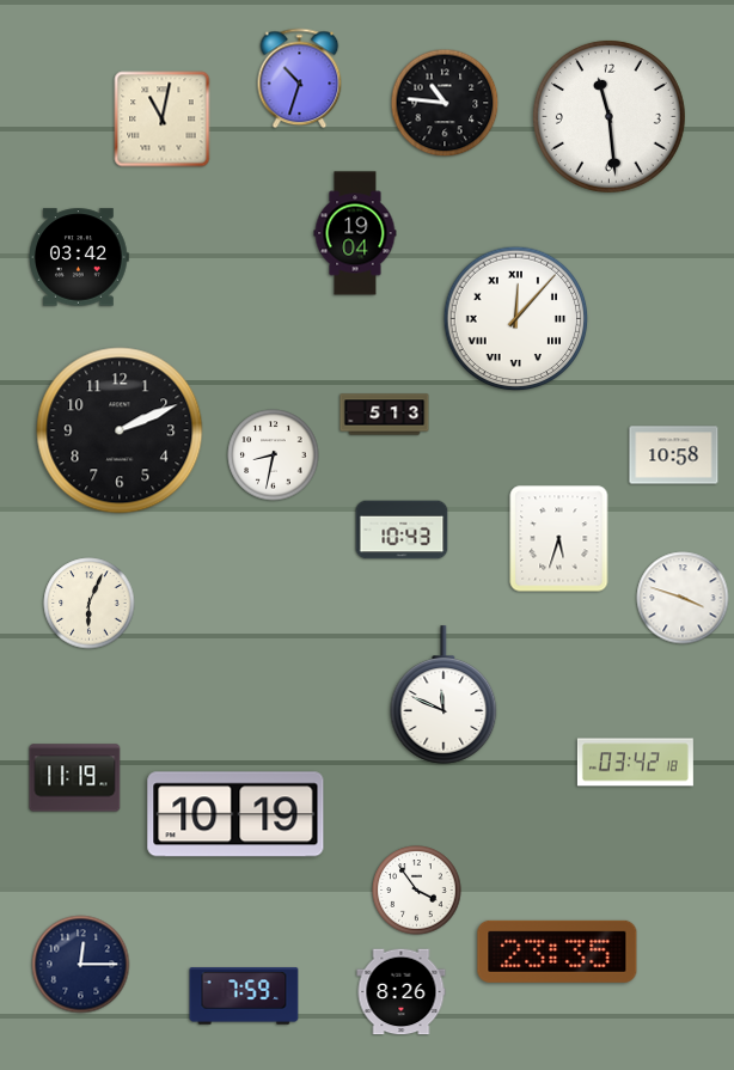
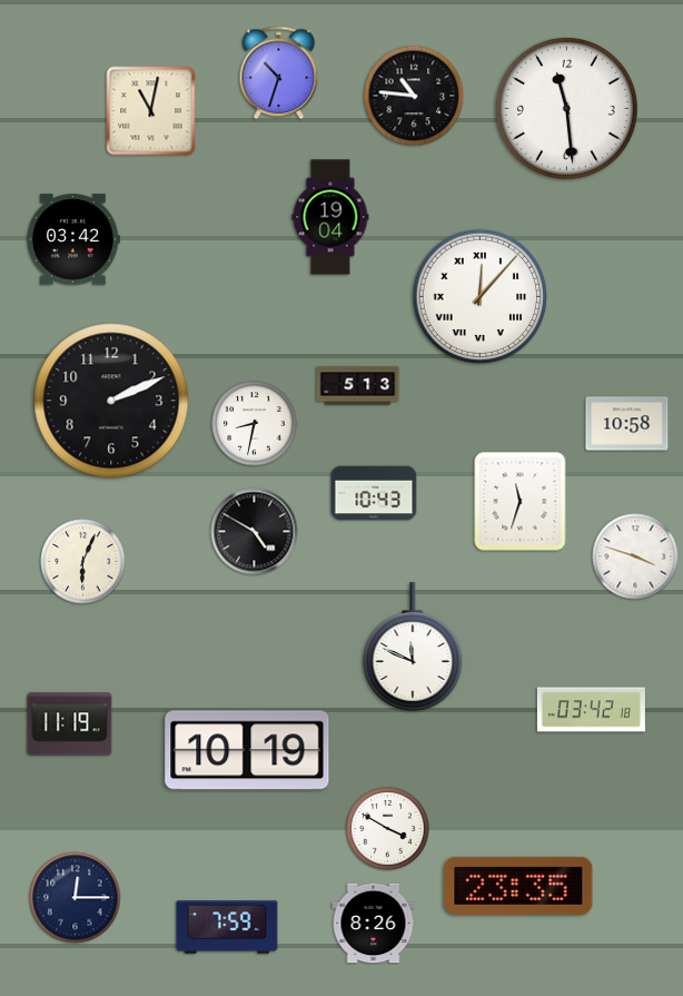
clock at (559, 539): 5:33 -> 11:33
clock at (255, 532): none -> 4:50
clock at (236, 814) position: (236, 814) -> (247, 750)
clock at (417, 891): 3:54 -> 3:50
